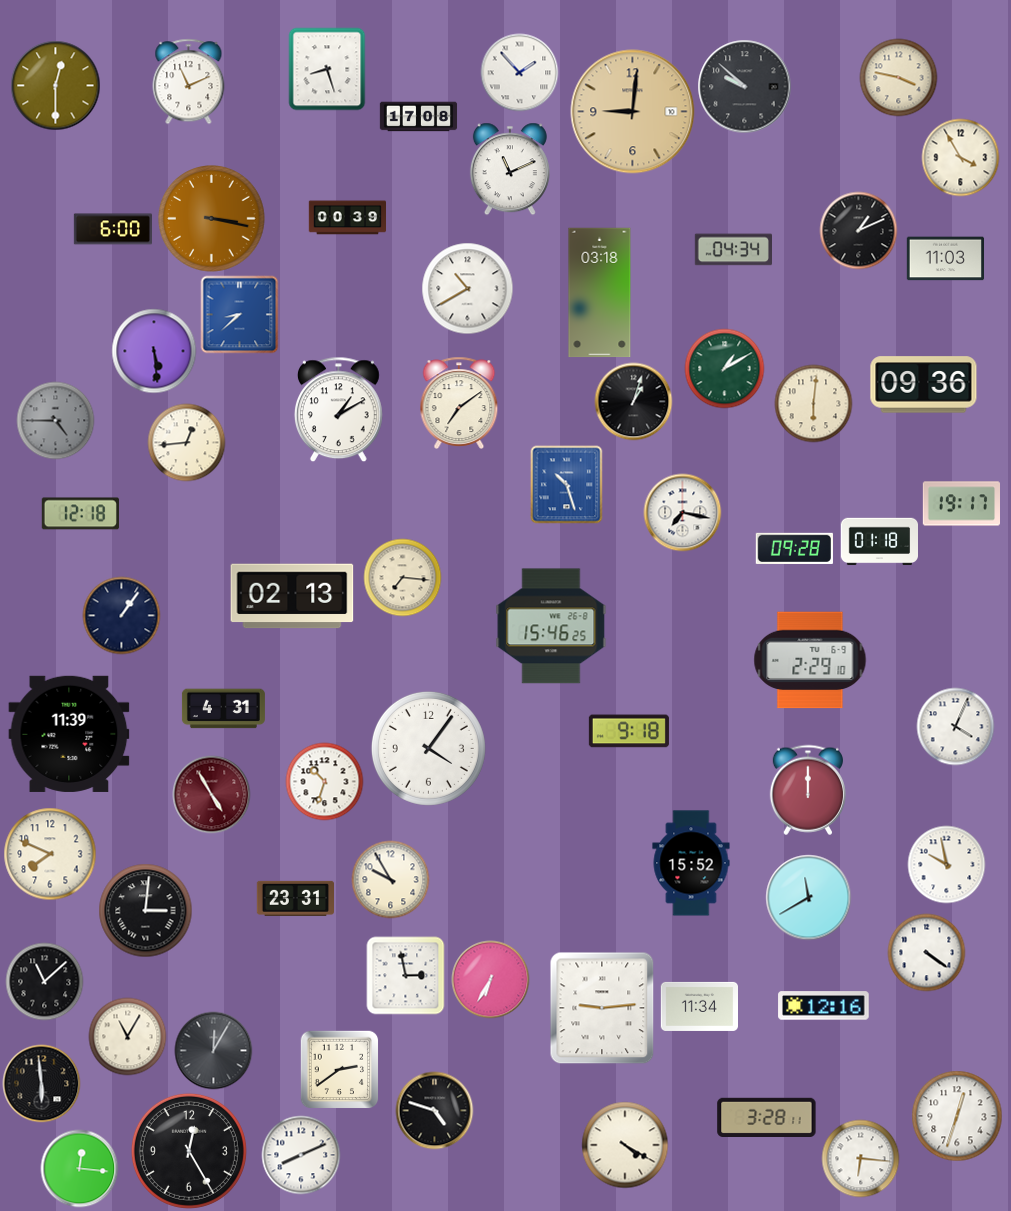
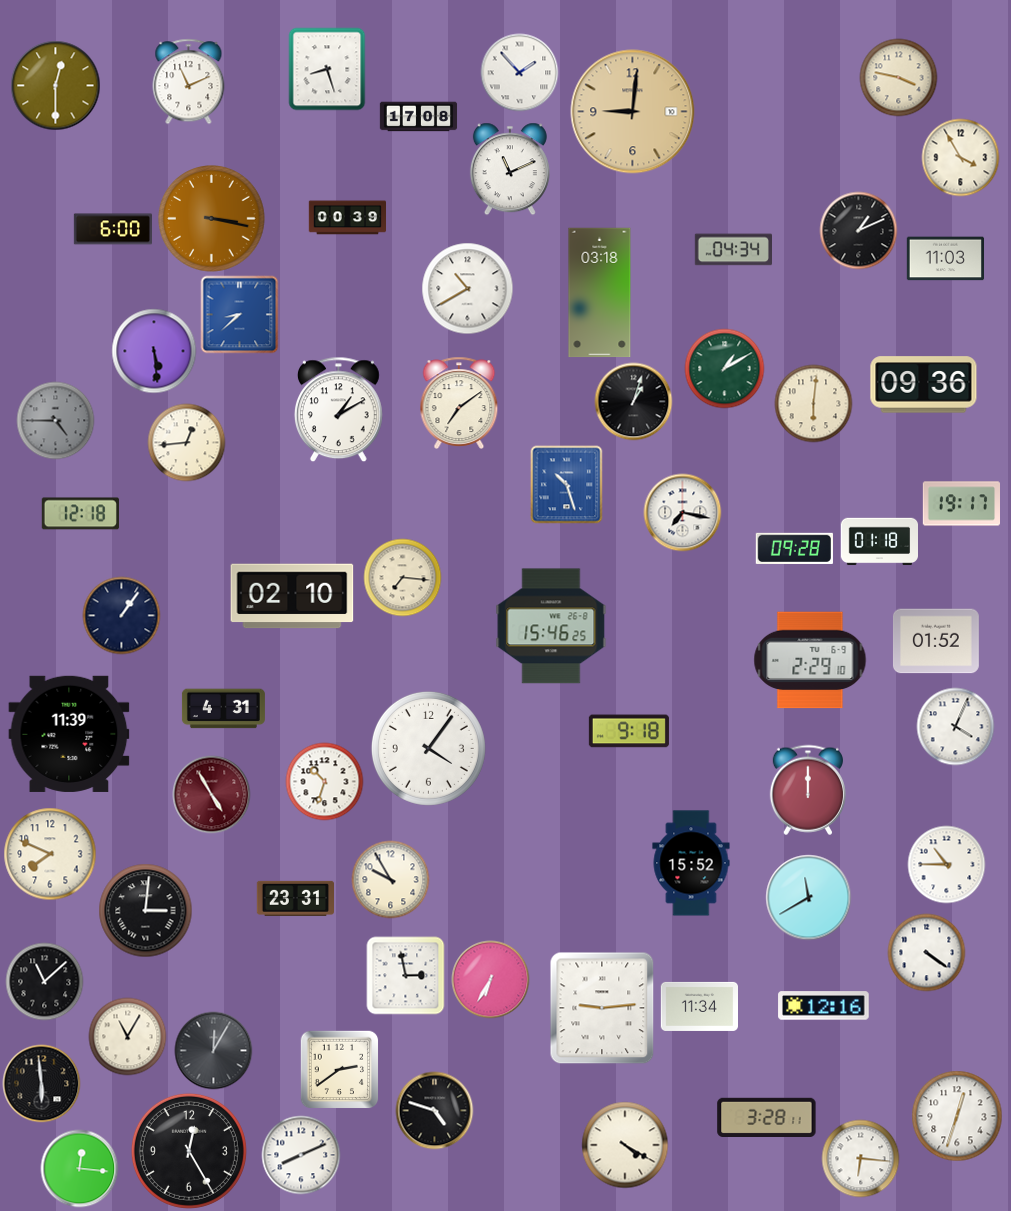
clock at (744, 86): 9:52 -> none
clock at (292, 596): 02:13 -> 02:10
clock at (936, 641): none -> 01:52
clock at (946, 864): 9:58 -> 10:45
